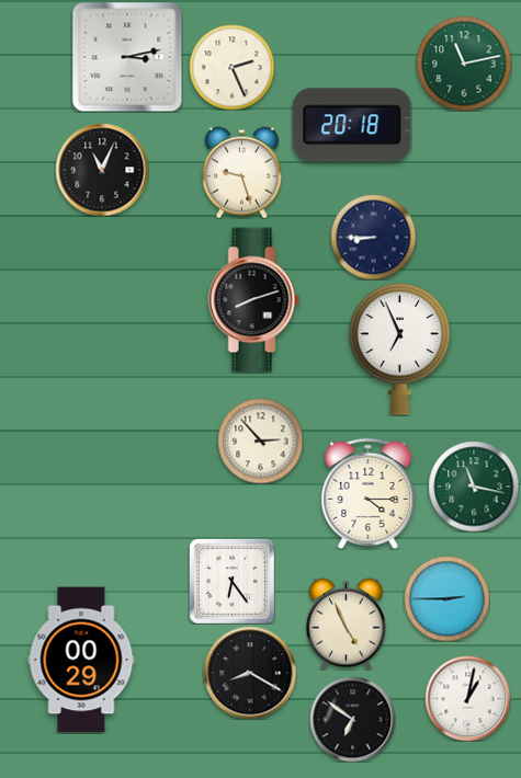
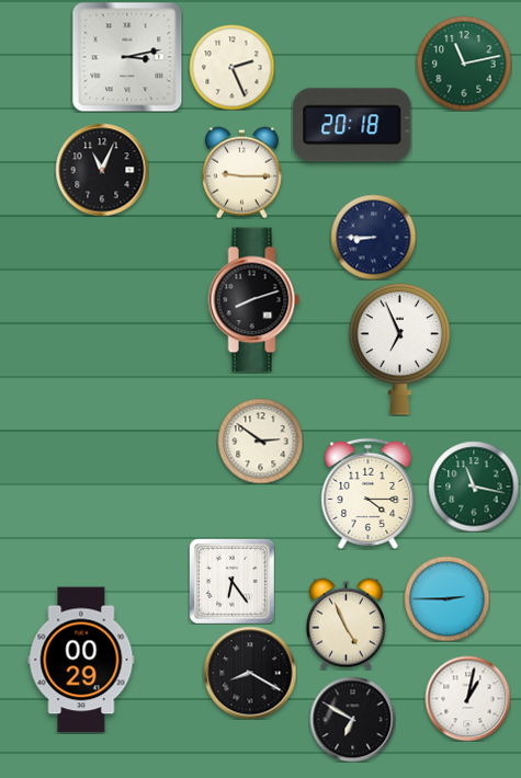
clock at (241, 172): 9:27 -> 9:15
clock at (260, 441): 2:53 -> 2:51
clock at (352, 719): 6:51 -> 6:50
